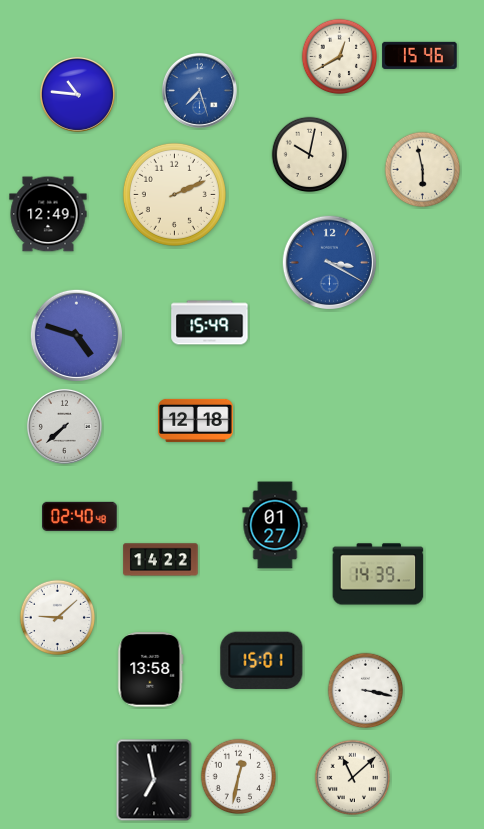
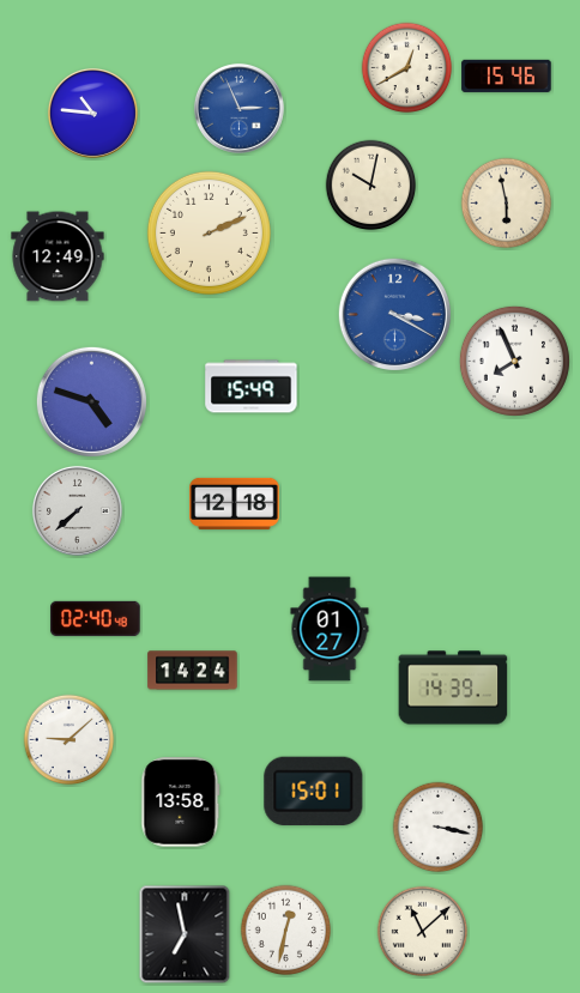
clock at (420, 55) position: (420, 55) -> (507, 75)
clock at (199, 90): 7:27 -> 2:56
clock at (514, 361): none -> 7:56
clock at (161, 560): 14:22 -> 14:24
